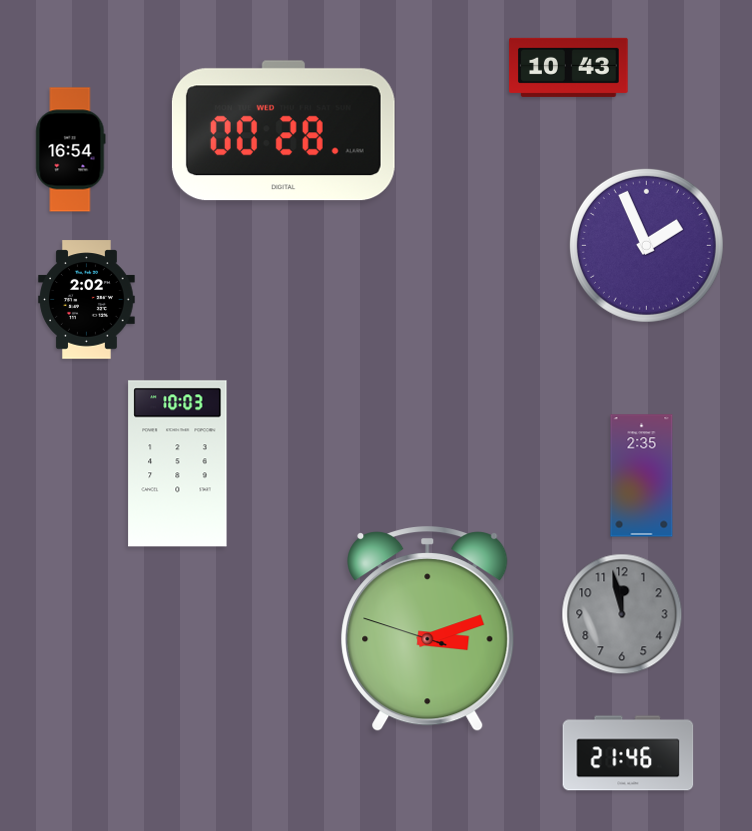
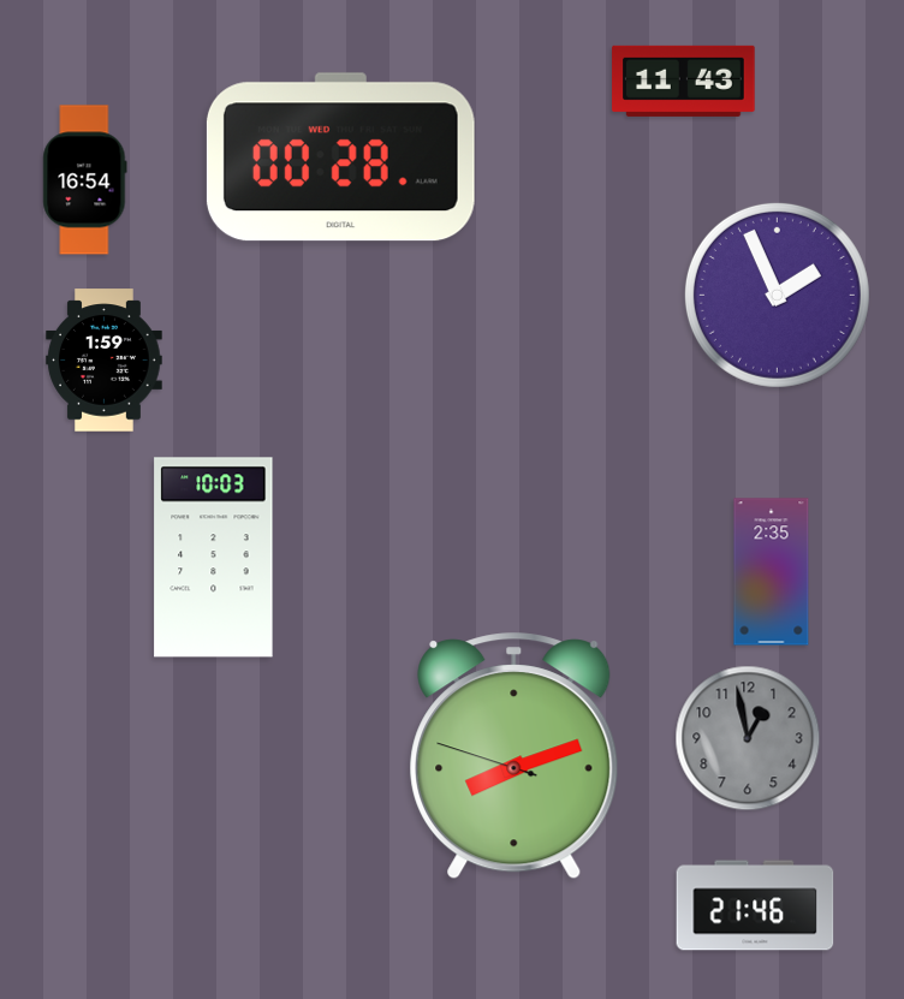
clock at (569, 67): 10:43 -> 11:43
clock at (87, 300): 2:02 -> 1:59
clock at (622, 614): 11:58 -> 12:58
clock at (428, 629): 3:11 -> 8:11
